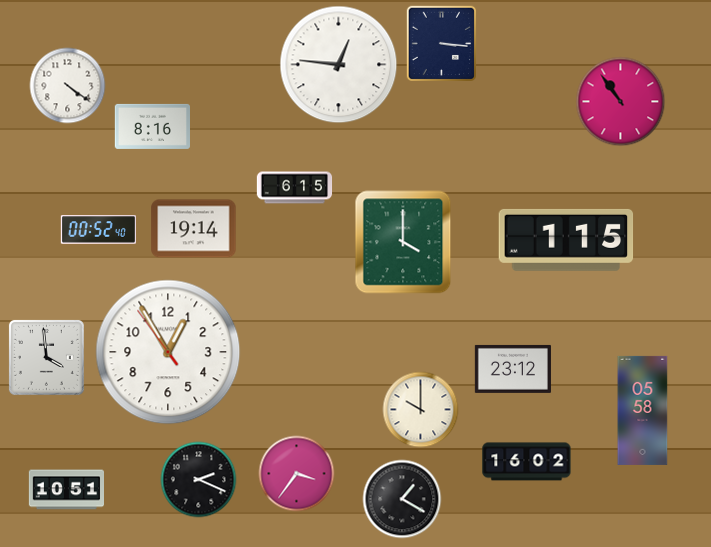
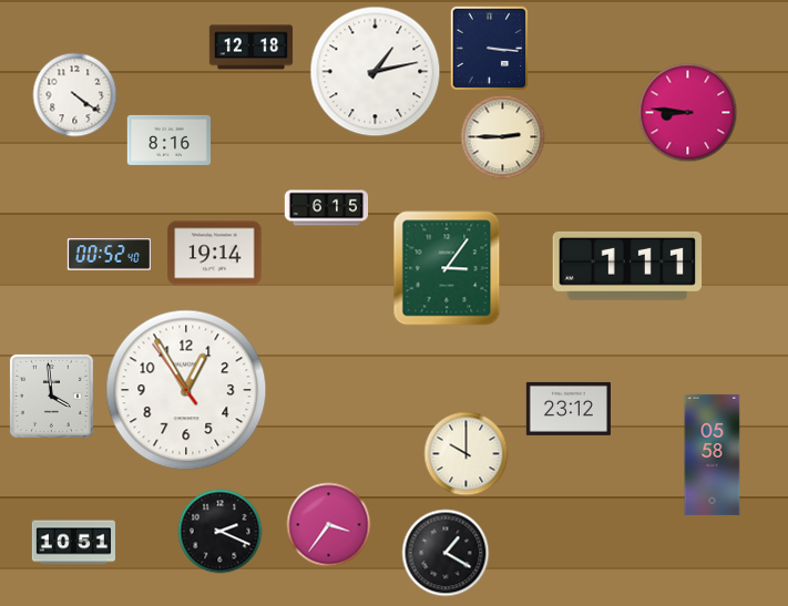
clock at (252, 48): none -> 12:18
clock at (339, 65): 12:46 -> 1:13
clock at (621, 102): 10:54 -> 8:46
clock at (503, 137): none -> 2:45
clock at (566, 240): 1:15 -> 1:11
clock at (403, 242): 4:00 -> 3:06
clock at (527, 462): 16:02 -> none
